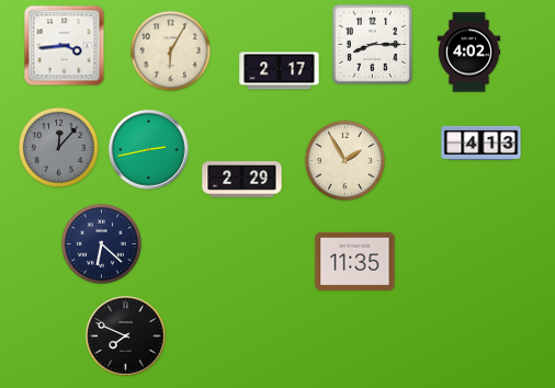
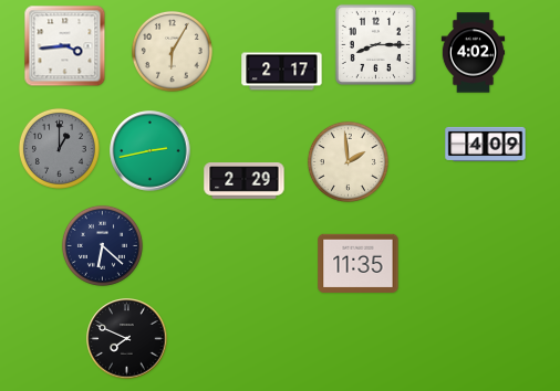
clock at (482, 142): 4:13 -> 4:09
clock at (58, 147): 12:07 -> 1:00
clock at (344, 160): 1:55 -> 1:59
